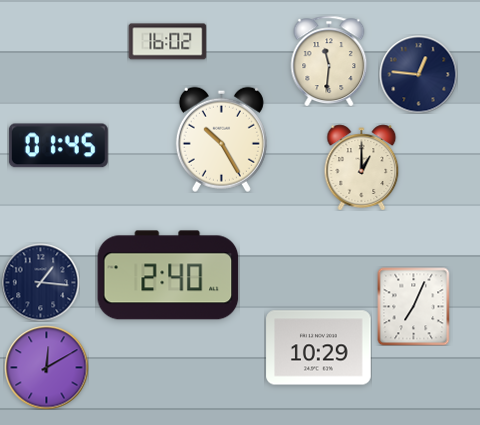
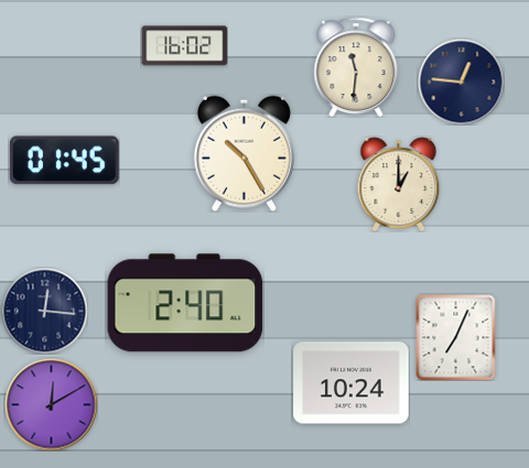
clock at (329, 61) position: (329, 61) -> (356, 67)
clock at (40, 282): 1:16 -> 12:16
clock at (319, 348): 10:29 -> 10:24
